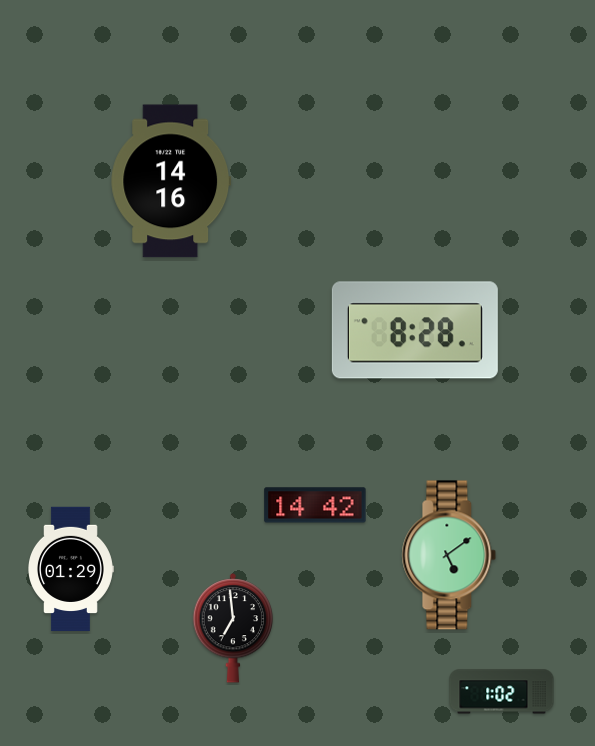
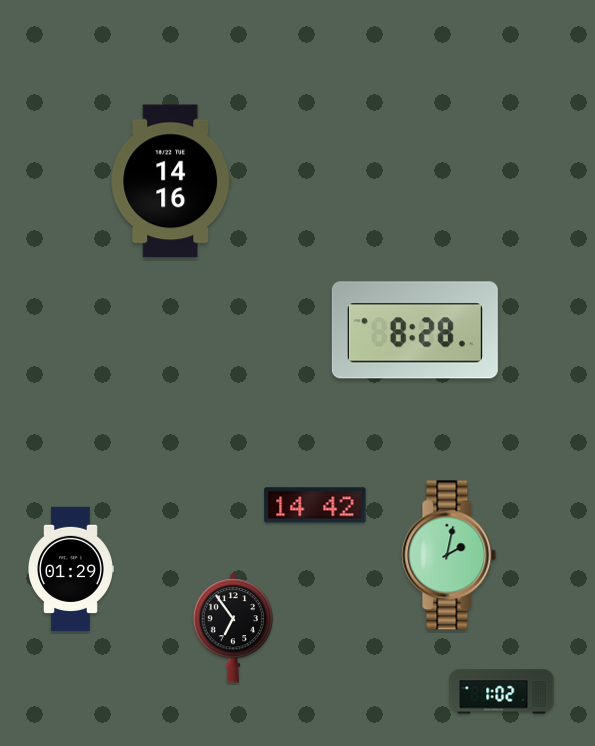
clock at (449, 555): 5:09 -> 2:02
clock at (233, 628): 6:59 -> 6:54
